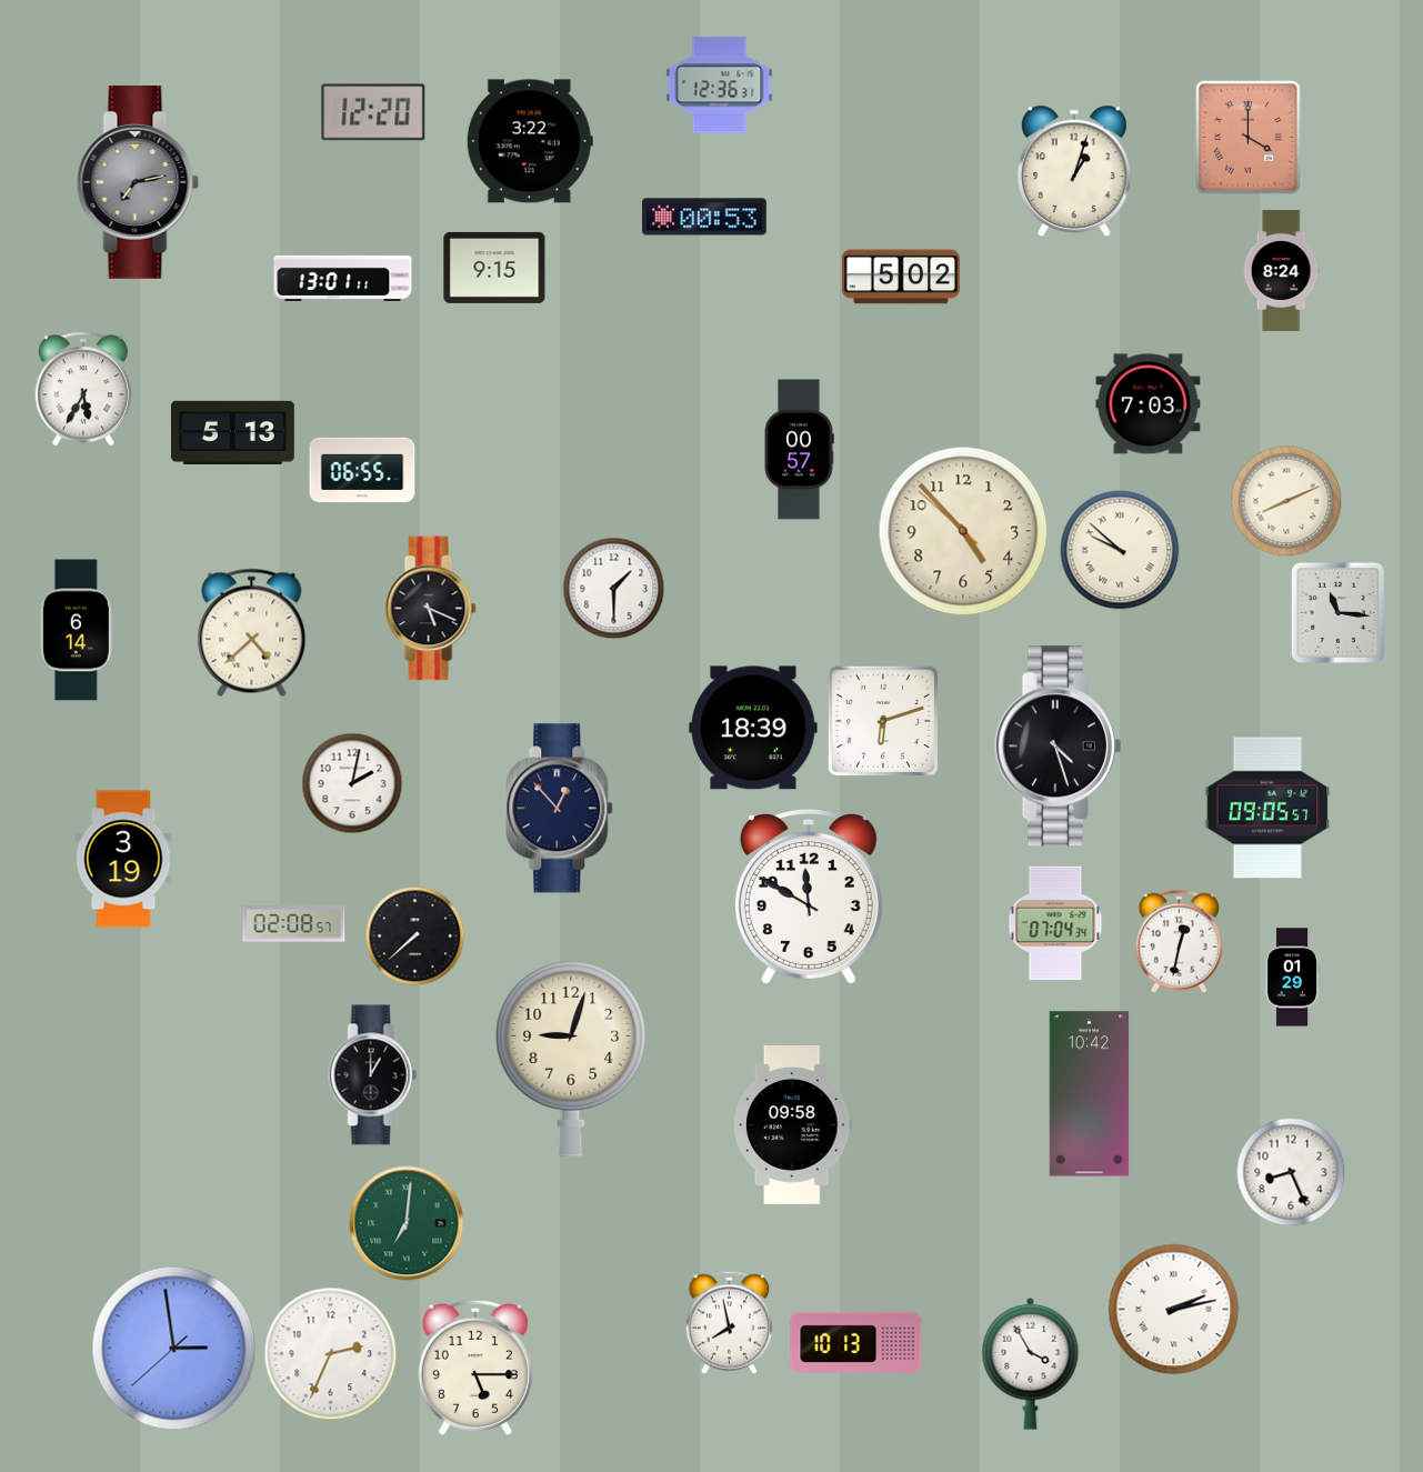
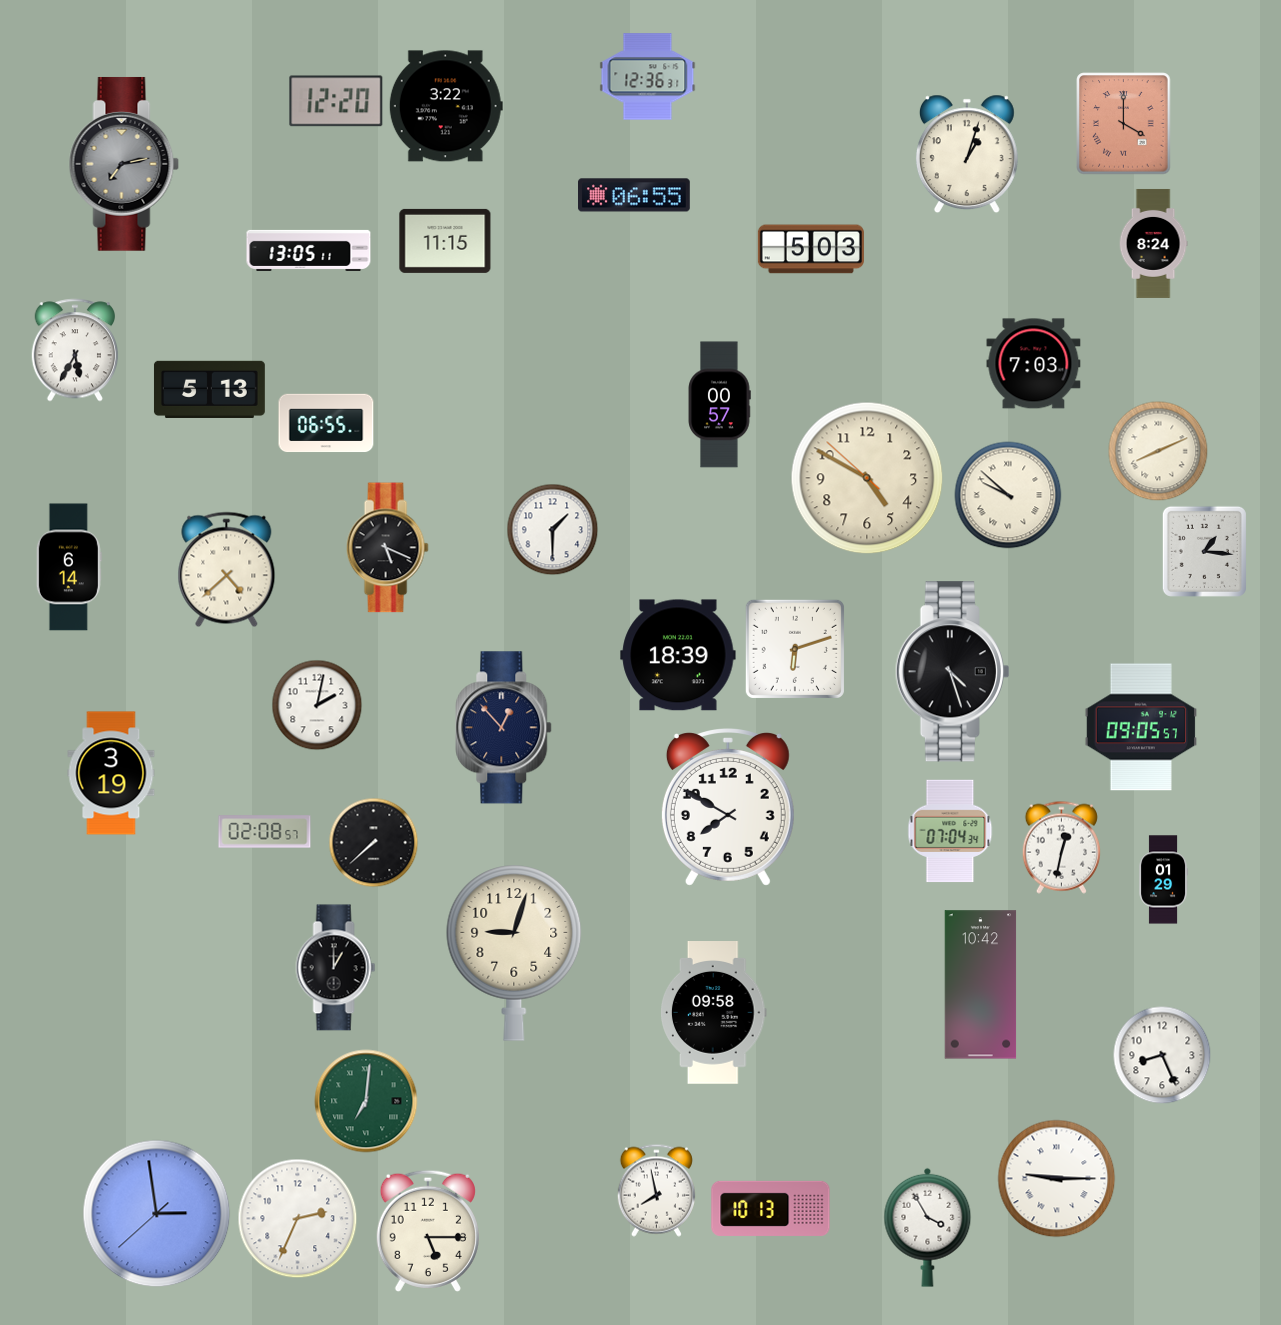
clock at (530, 141) position: (530, 141) -> (446, 106)
clock at (705, 217): 00:53 -> 06:55
clock at (494, 268): 9:15 -> 11:15
clock at (901, 277): 5:02 -> 5:03
clock at (343, 278): 13:01 -> 13:05
clock at (963, 531): 4:52 -> 4:49
clock at (1337, 612): 11:16 -> 1:16
clock at (809, 898): 11:50 -> 7:50
clock at (1174, 1310): 2:13 -> 9:15
